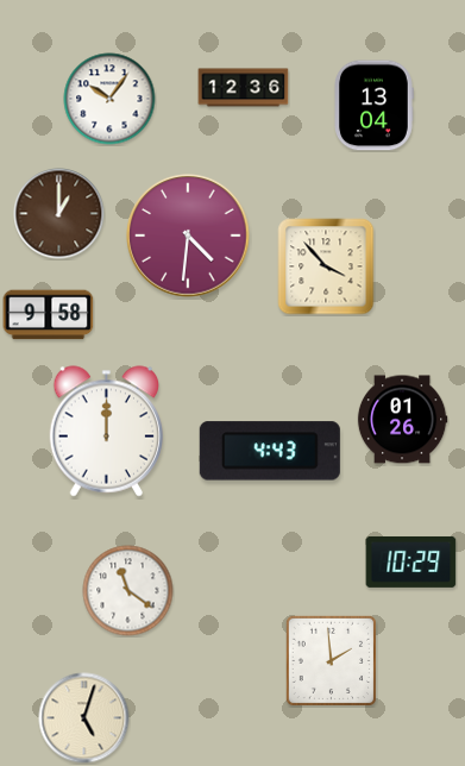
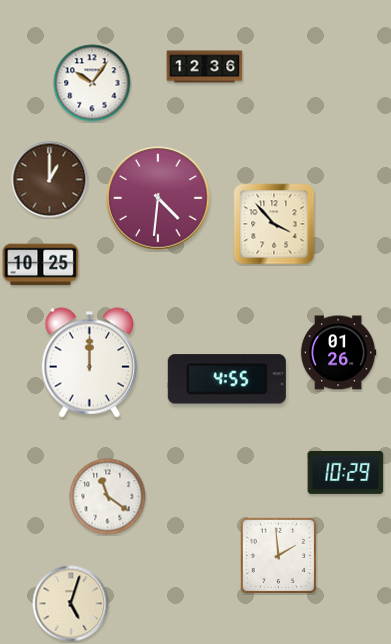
clock at (244, 88) position: (244, 88) -> (205, 67)
clock at (375, 106): 13:04 -> none
clock at (49, 315): 9:58 -> 10:25
clock at (270, 451): 4:43 -> 4:55
